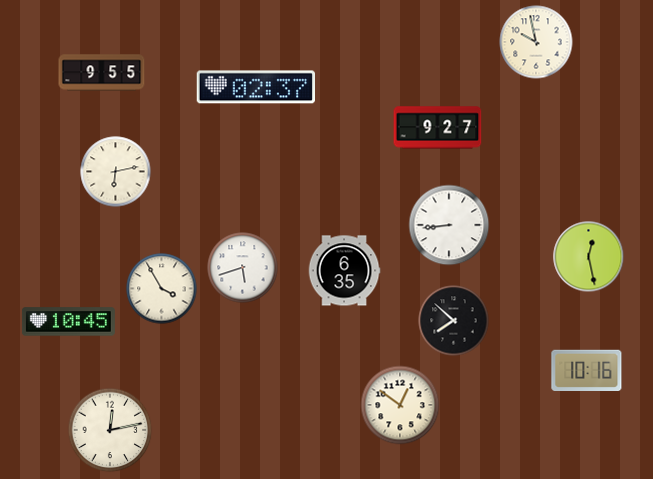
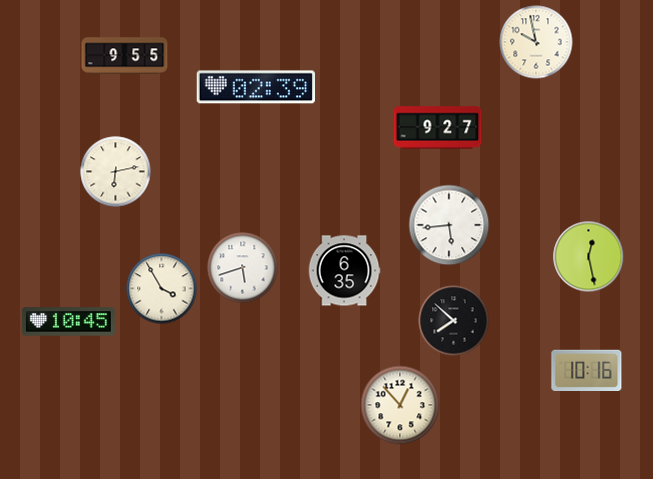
clock at (102, 73) position: (102, 73) -> (125, 56)
clock at (255, 87): 02:37 -> 02:39
clock at (449, 225): 8:44 -> 5:44
clock at (400, 405): 12:51 -> 12:53
clock at (110, 430): 12:13 -> none
